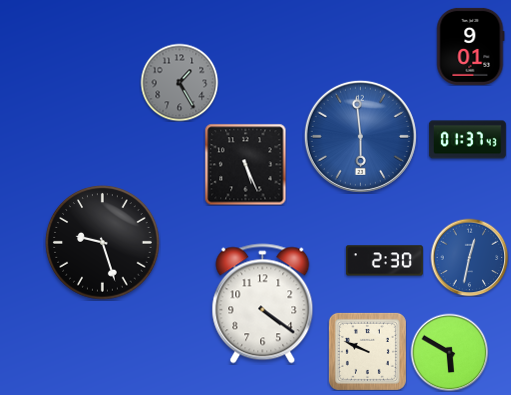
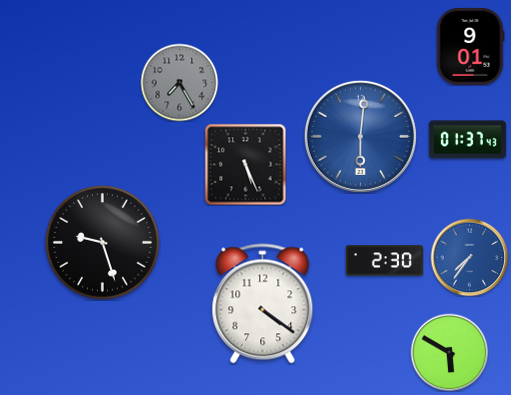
clock at (179, 82): 1:25 -> 7:25
clock at (360, 136): 5:59 -> 6:01
clock at (469, 257): 12:32 -> 7:36
clock at (367, 351): 9:49 -> none
